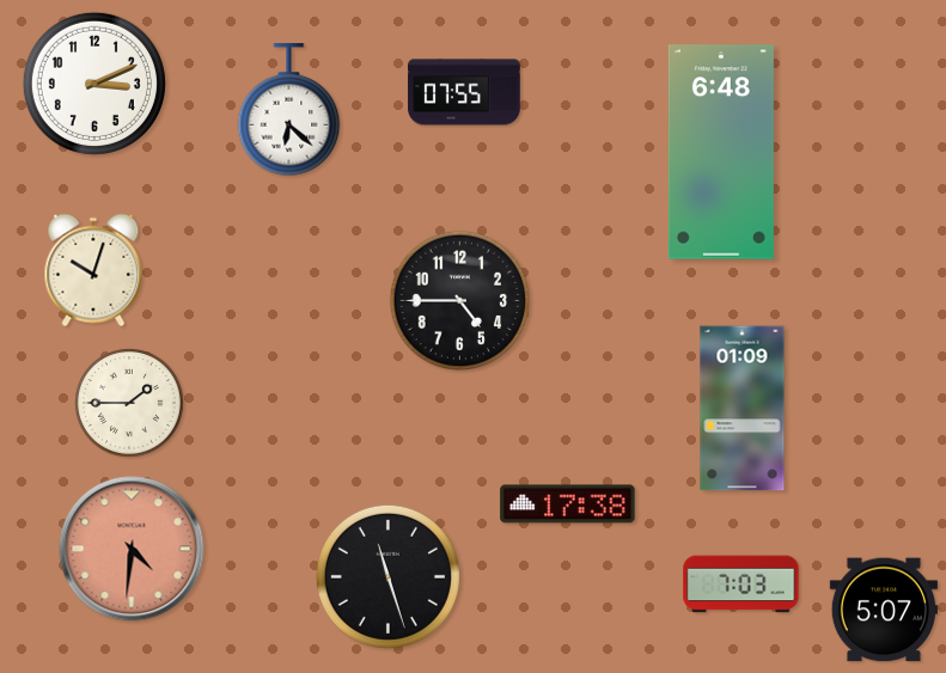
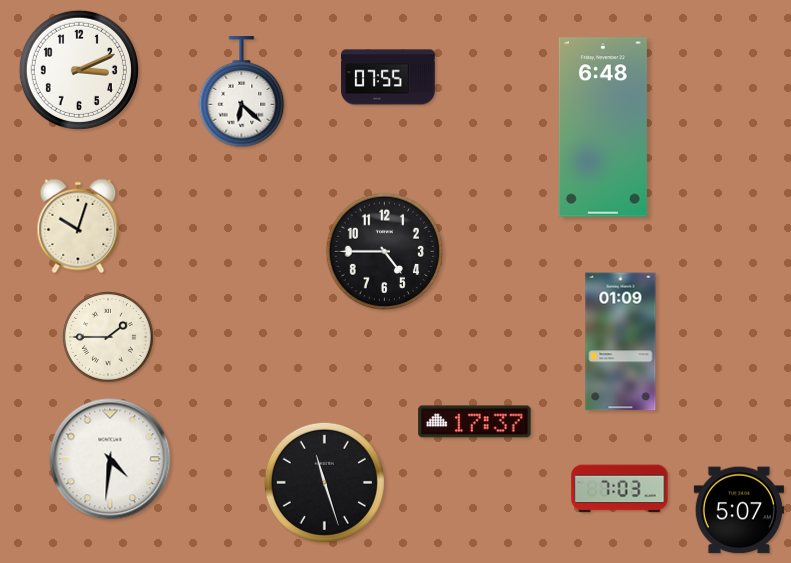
clock at (568, 504): 17:38 -> 17:37
clock at (132, 549) dial: salmon -> white
